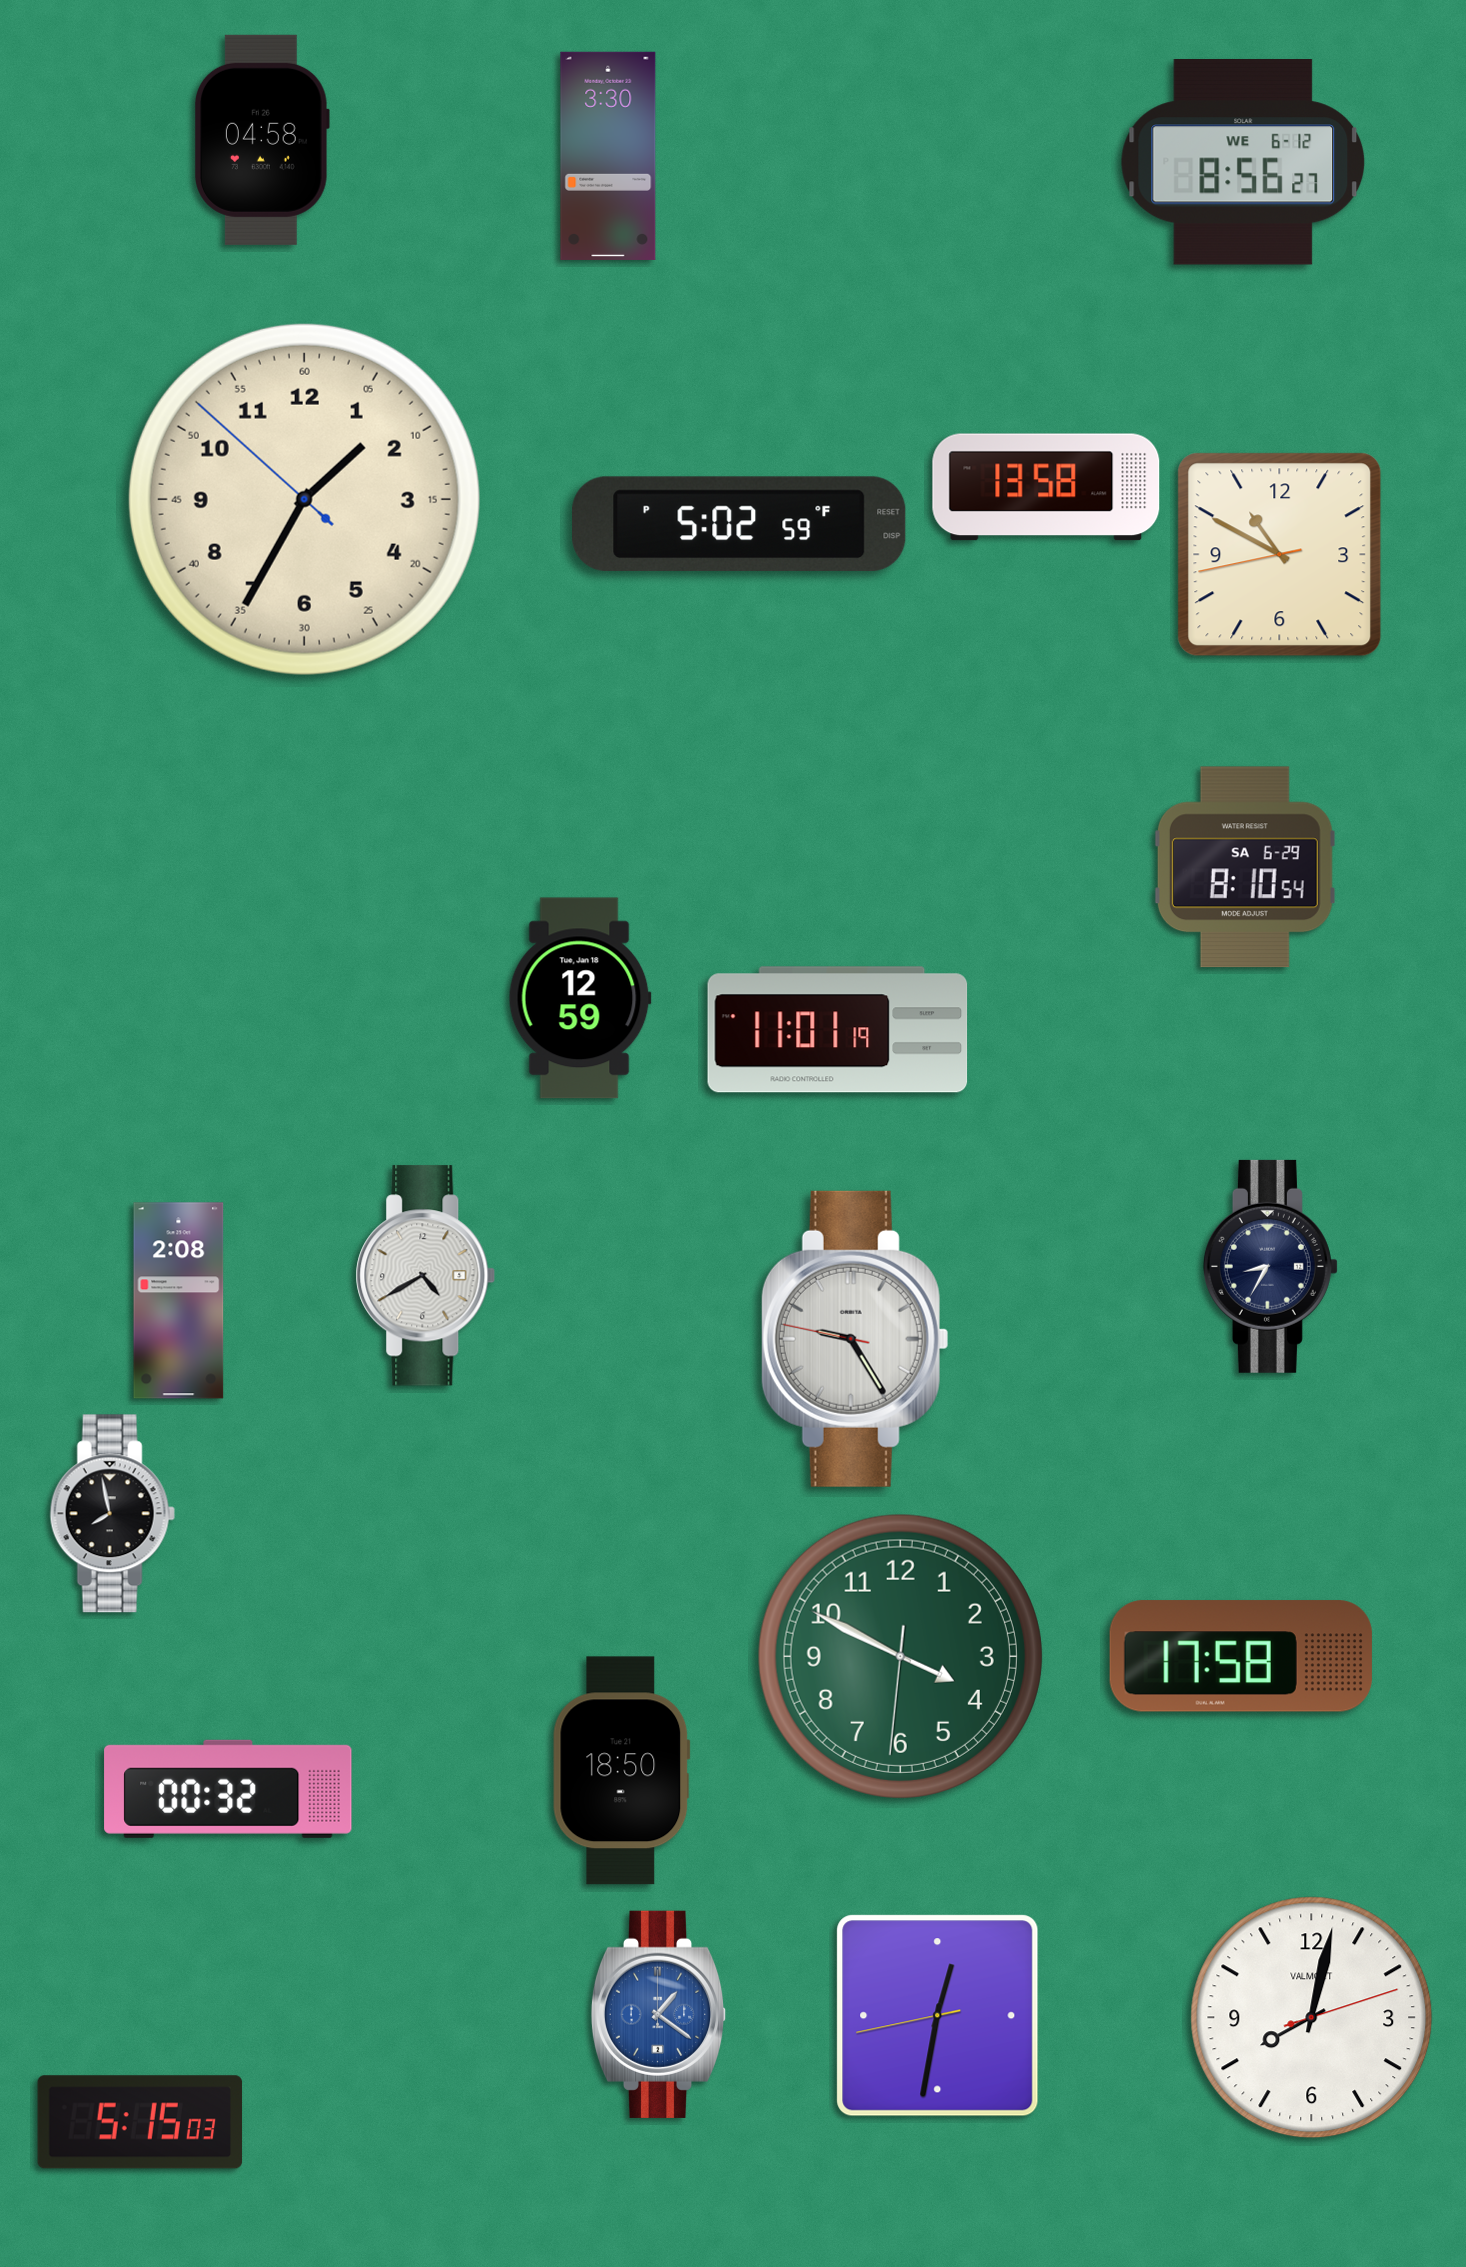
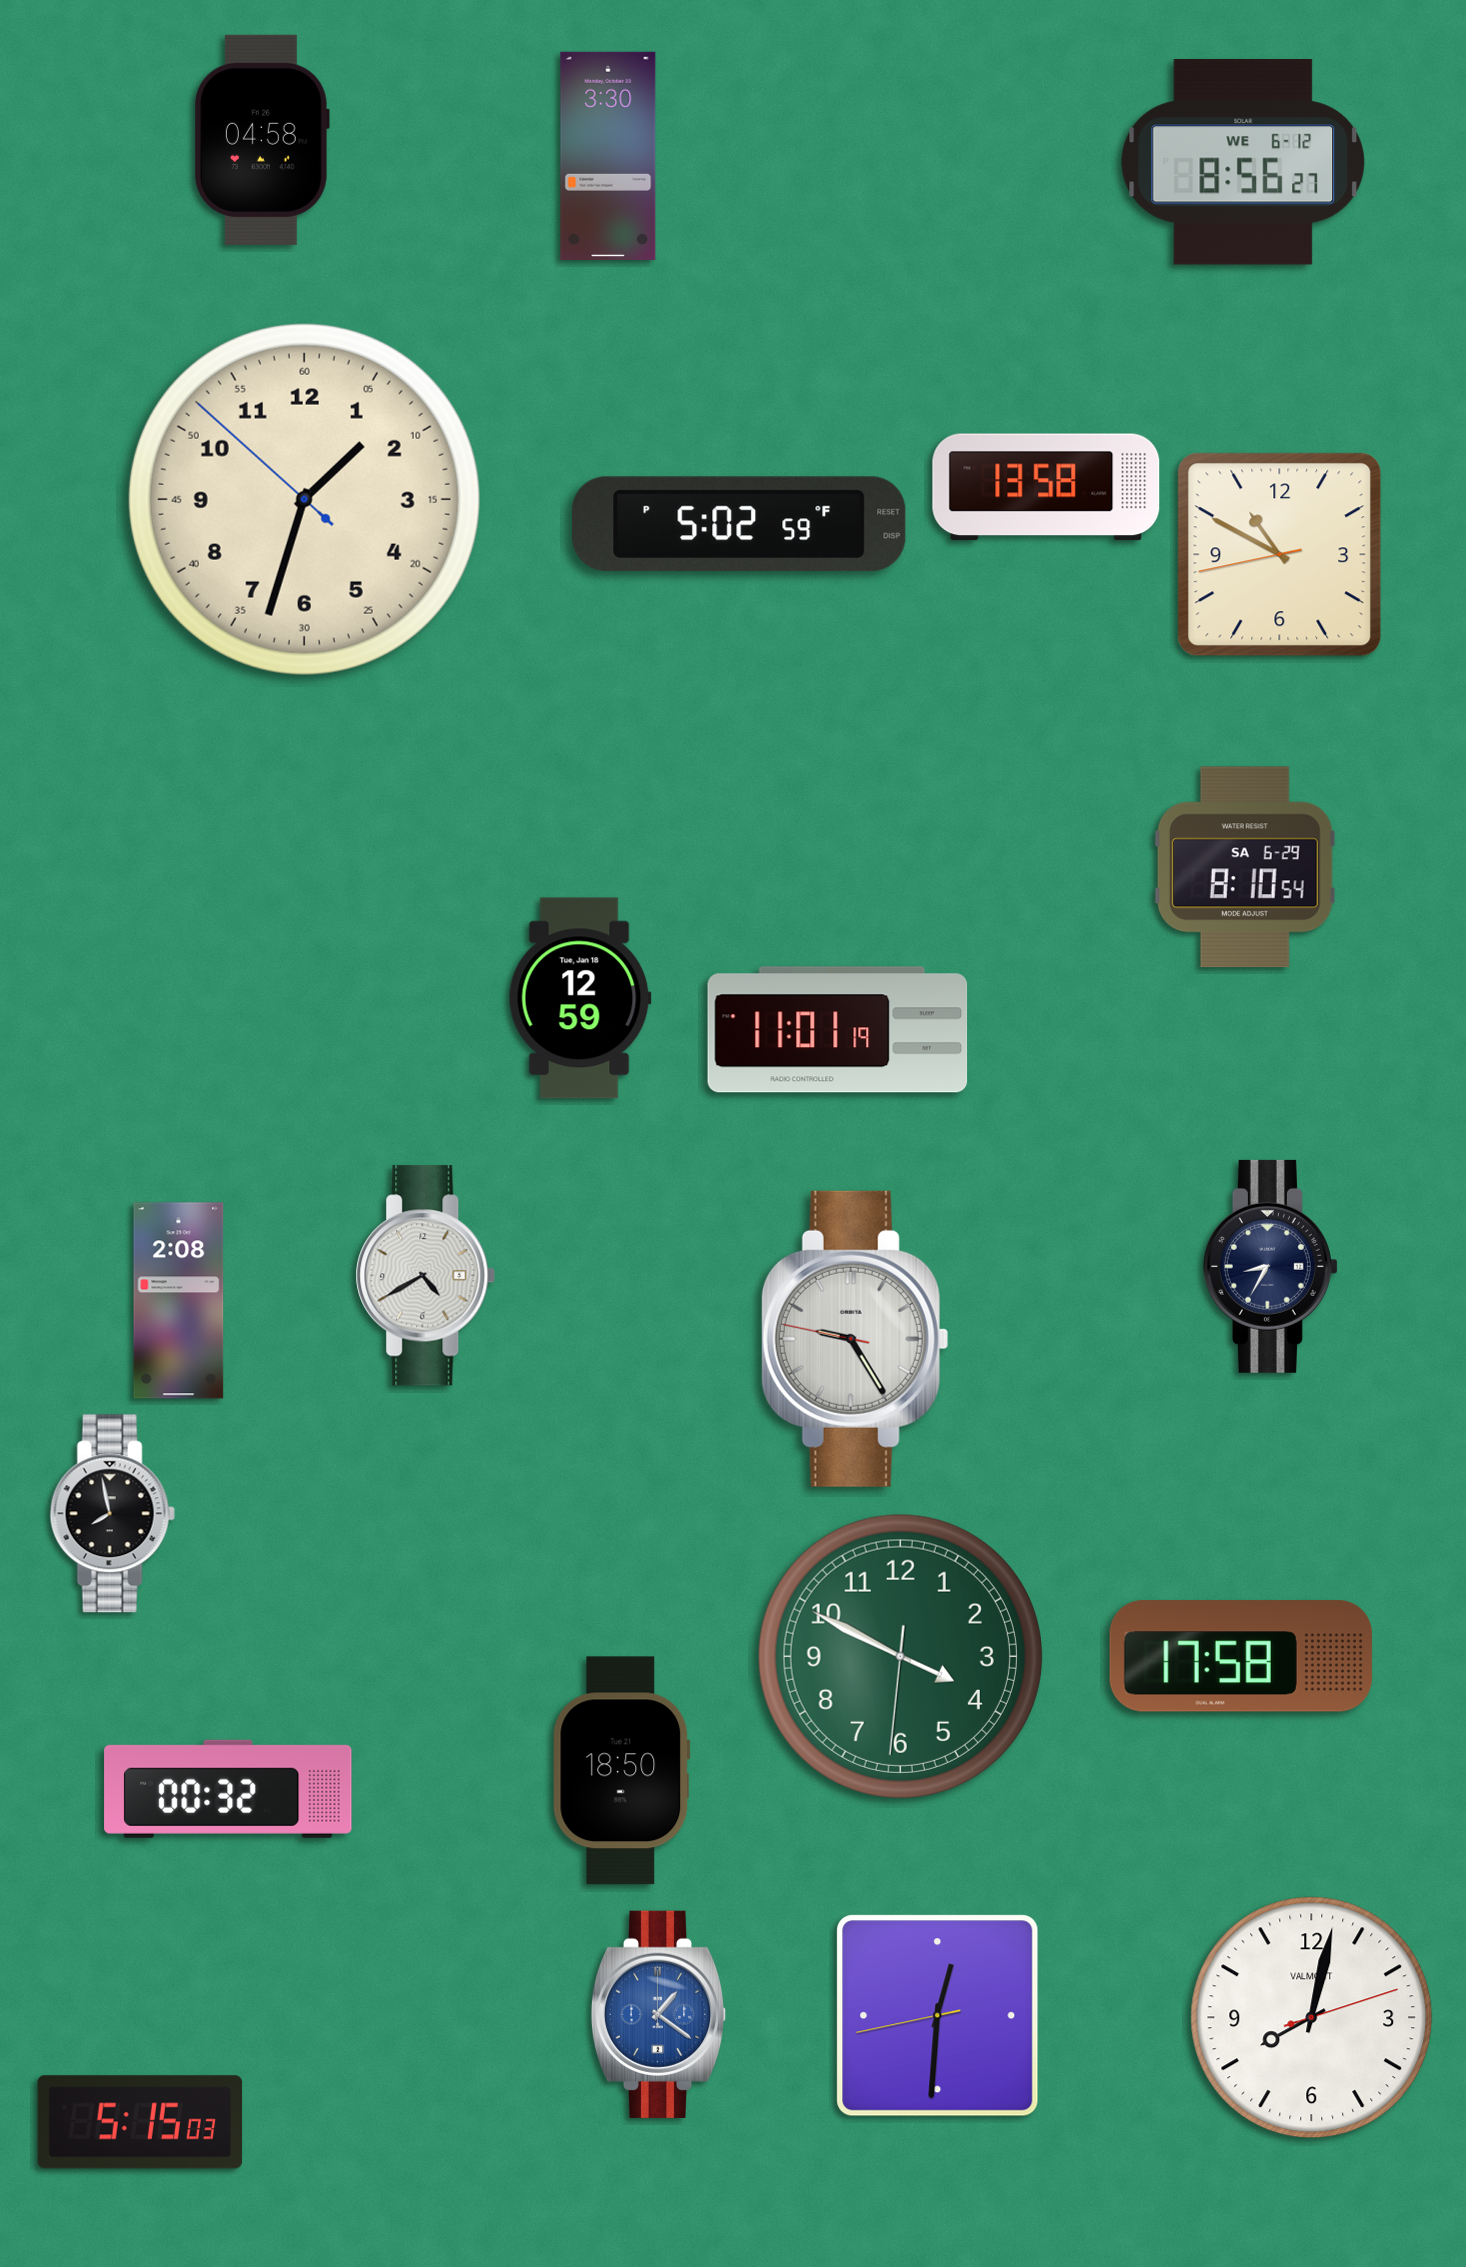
clock at (304, 499): 1:34 -> 1:32
clock at (938, 2016): 12:31 -> 12:30
